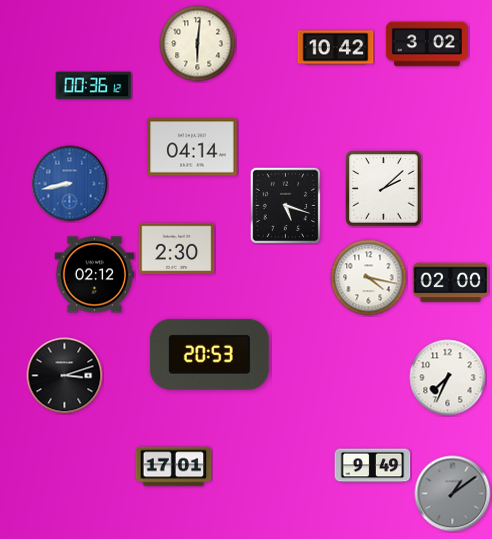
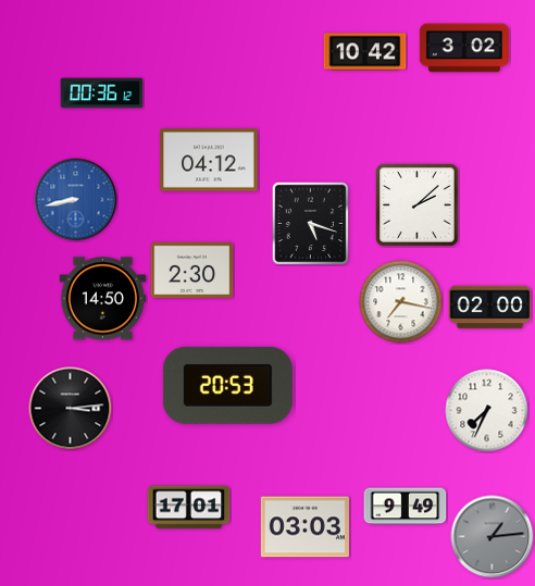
clock at (198, 44): 6:01 -> none
clock at (192, 147): 04:14 -> 04:12
clock at (95, 275): 02:12 -> 14:50
clock at (369, 278): 4:17 -> 7:17
clock at (65, 376): 3:12 -> 3:14
clock at (304, 527): none -> 03:03
clock at (453, 494): 1:09 -> 1:14
